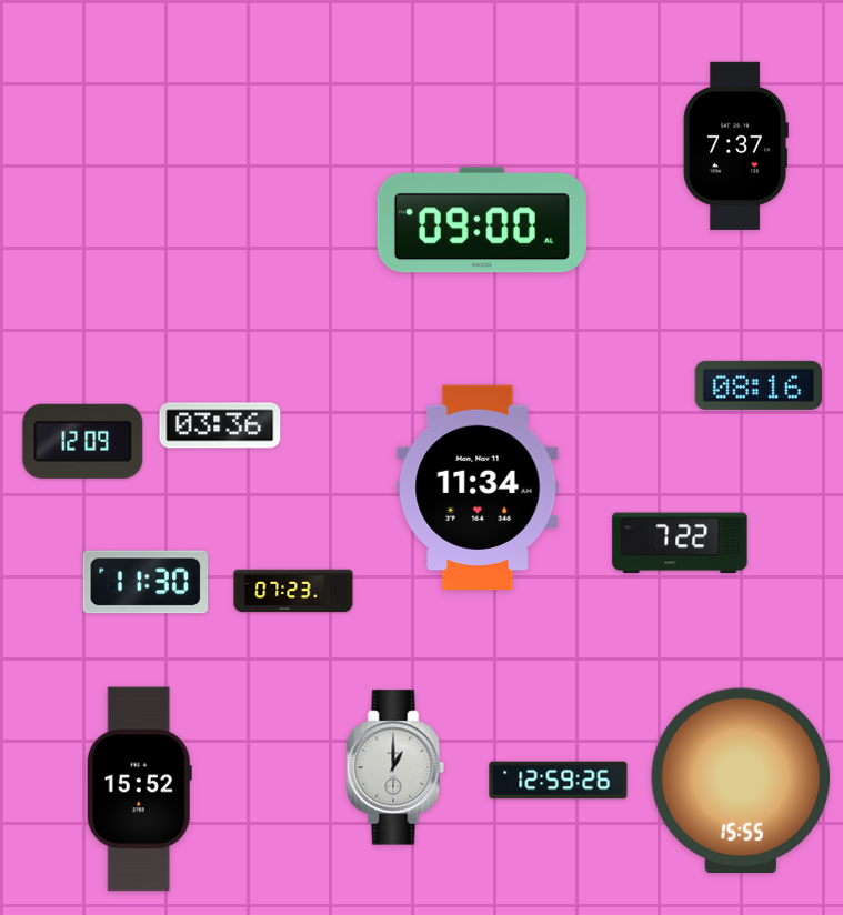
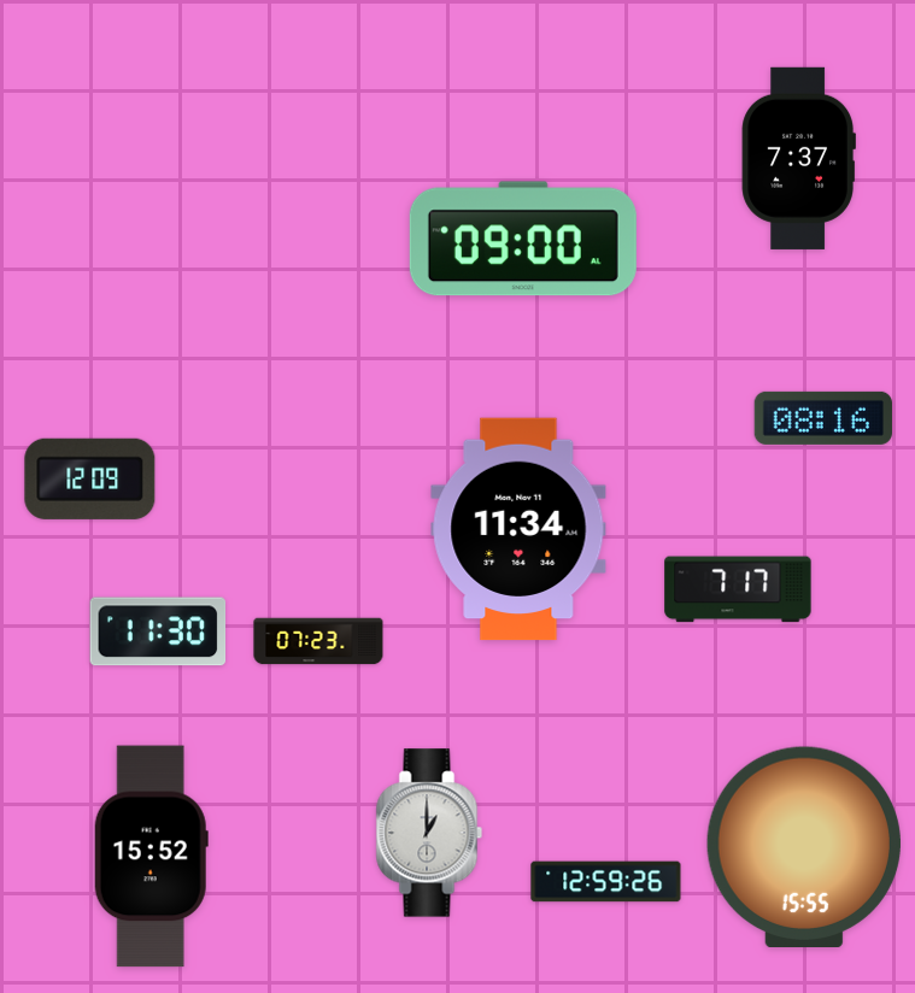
clock at (220, 425): 03:36 -> none
clock at (680, 543): 7:22 -> 7:17
clock at (559, 781) position: (559, 781) -> (606, 882)
